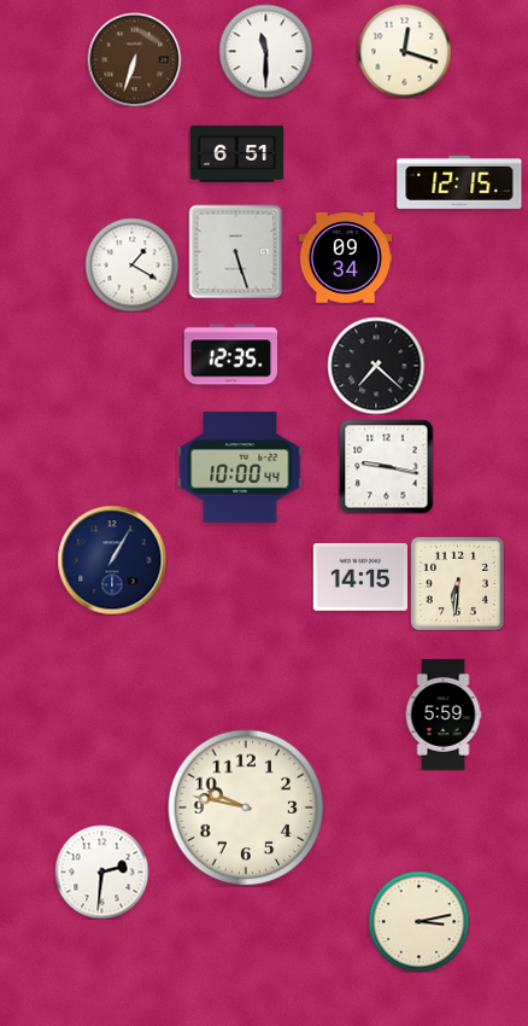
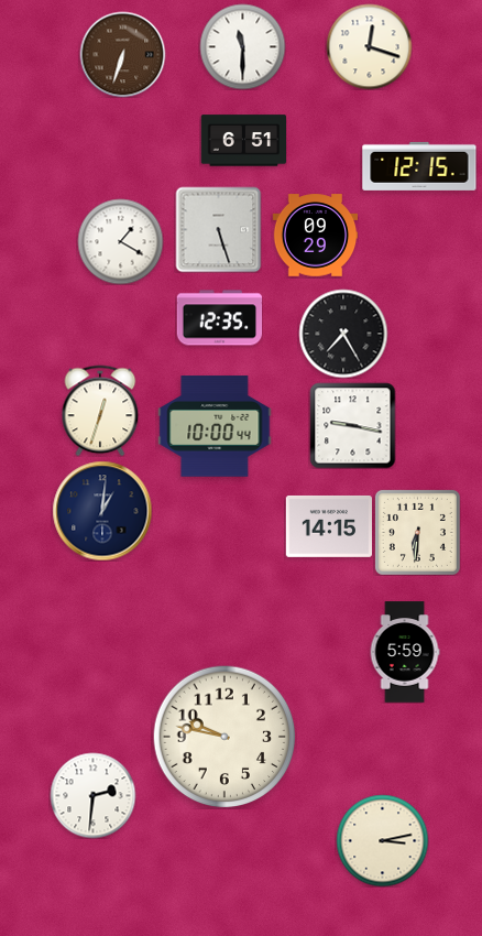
clock at (236, 155) position: (236, 155) -> (243, 141)
clock at (235, 251) position: (235, 251) -> (218, 229)
clock at (345, 258): 09:34 -> 09:29
clock at (230, 355) position: (230, 355) -> (219, 318)
clock at (376, 366): 7:22 -> 7:25
clock at (100, 411): none -> 12:33
clock at (240, 467) position: (240, 467) -> (215, 426)
clock at (112, 560): 1:05 -> 1:01
